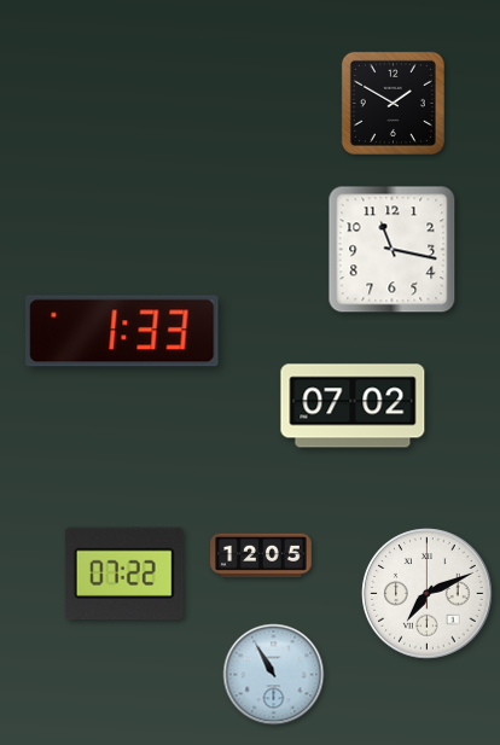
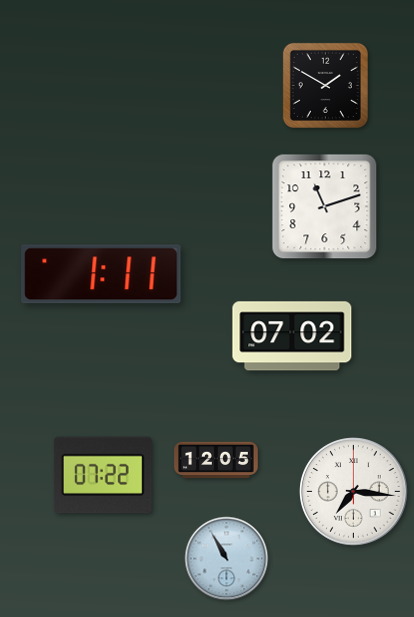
clock at (393, 250): 11:17 -> 11:12
clock at (122, 331): 1:33 -> 1:11
clock at (428, 594): 7:11 -> 7:16
